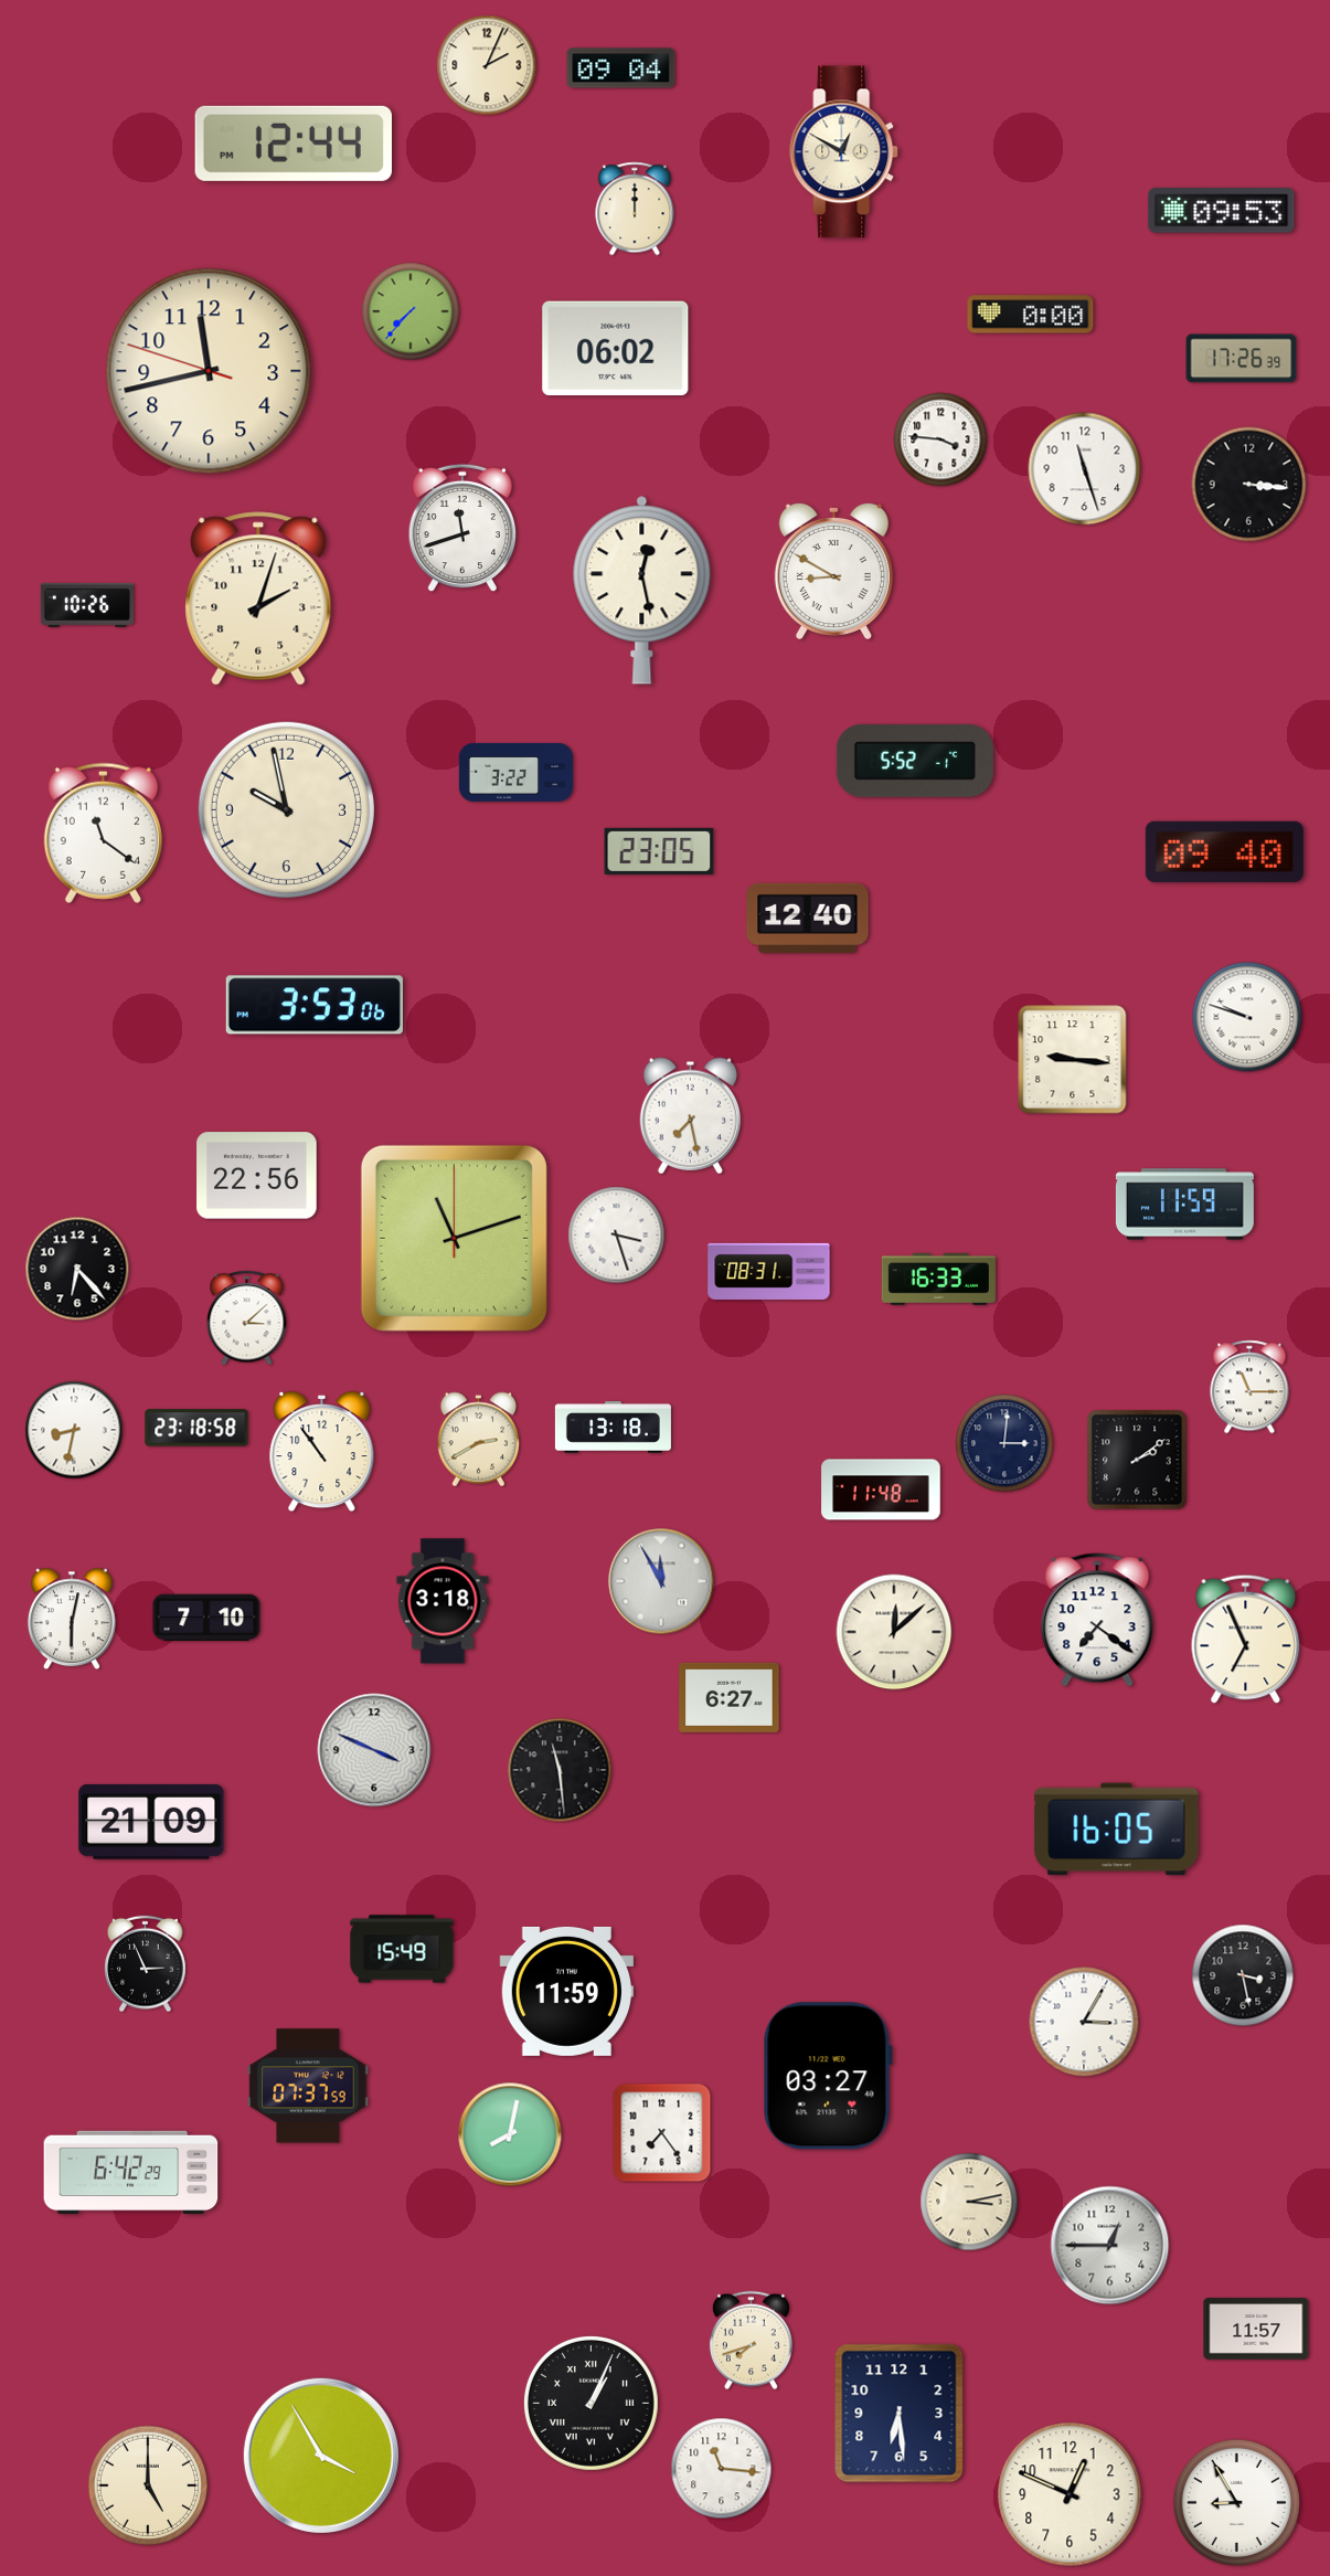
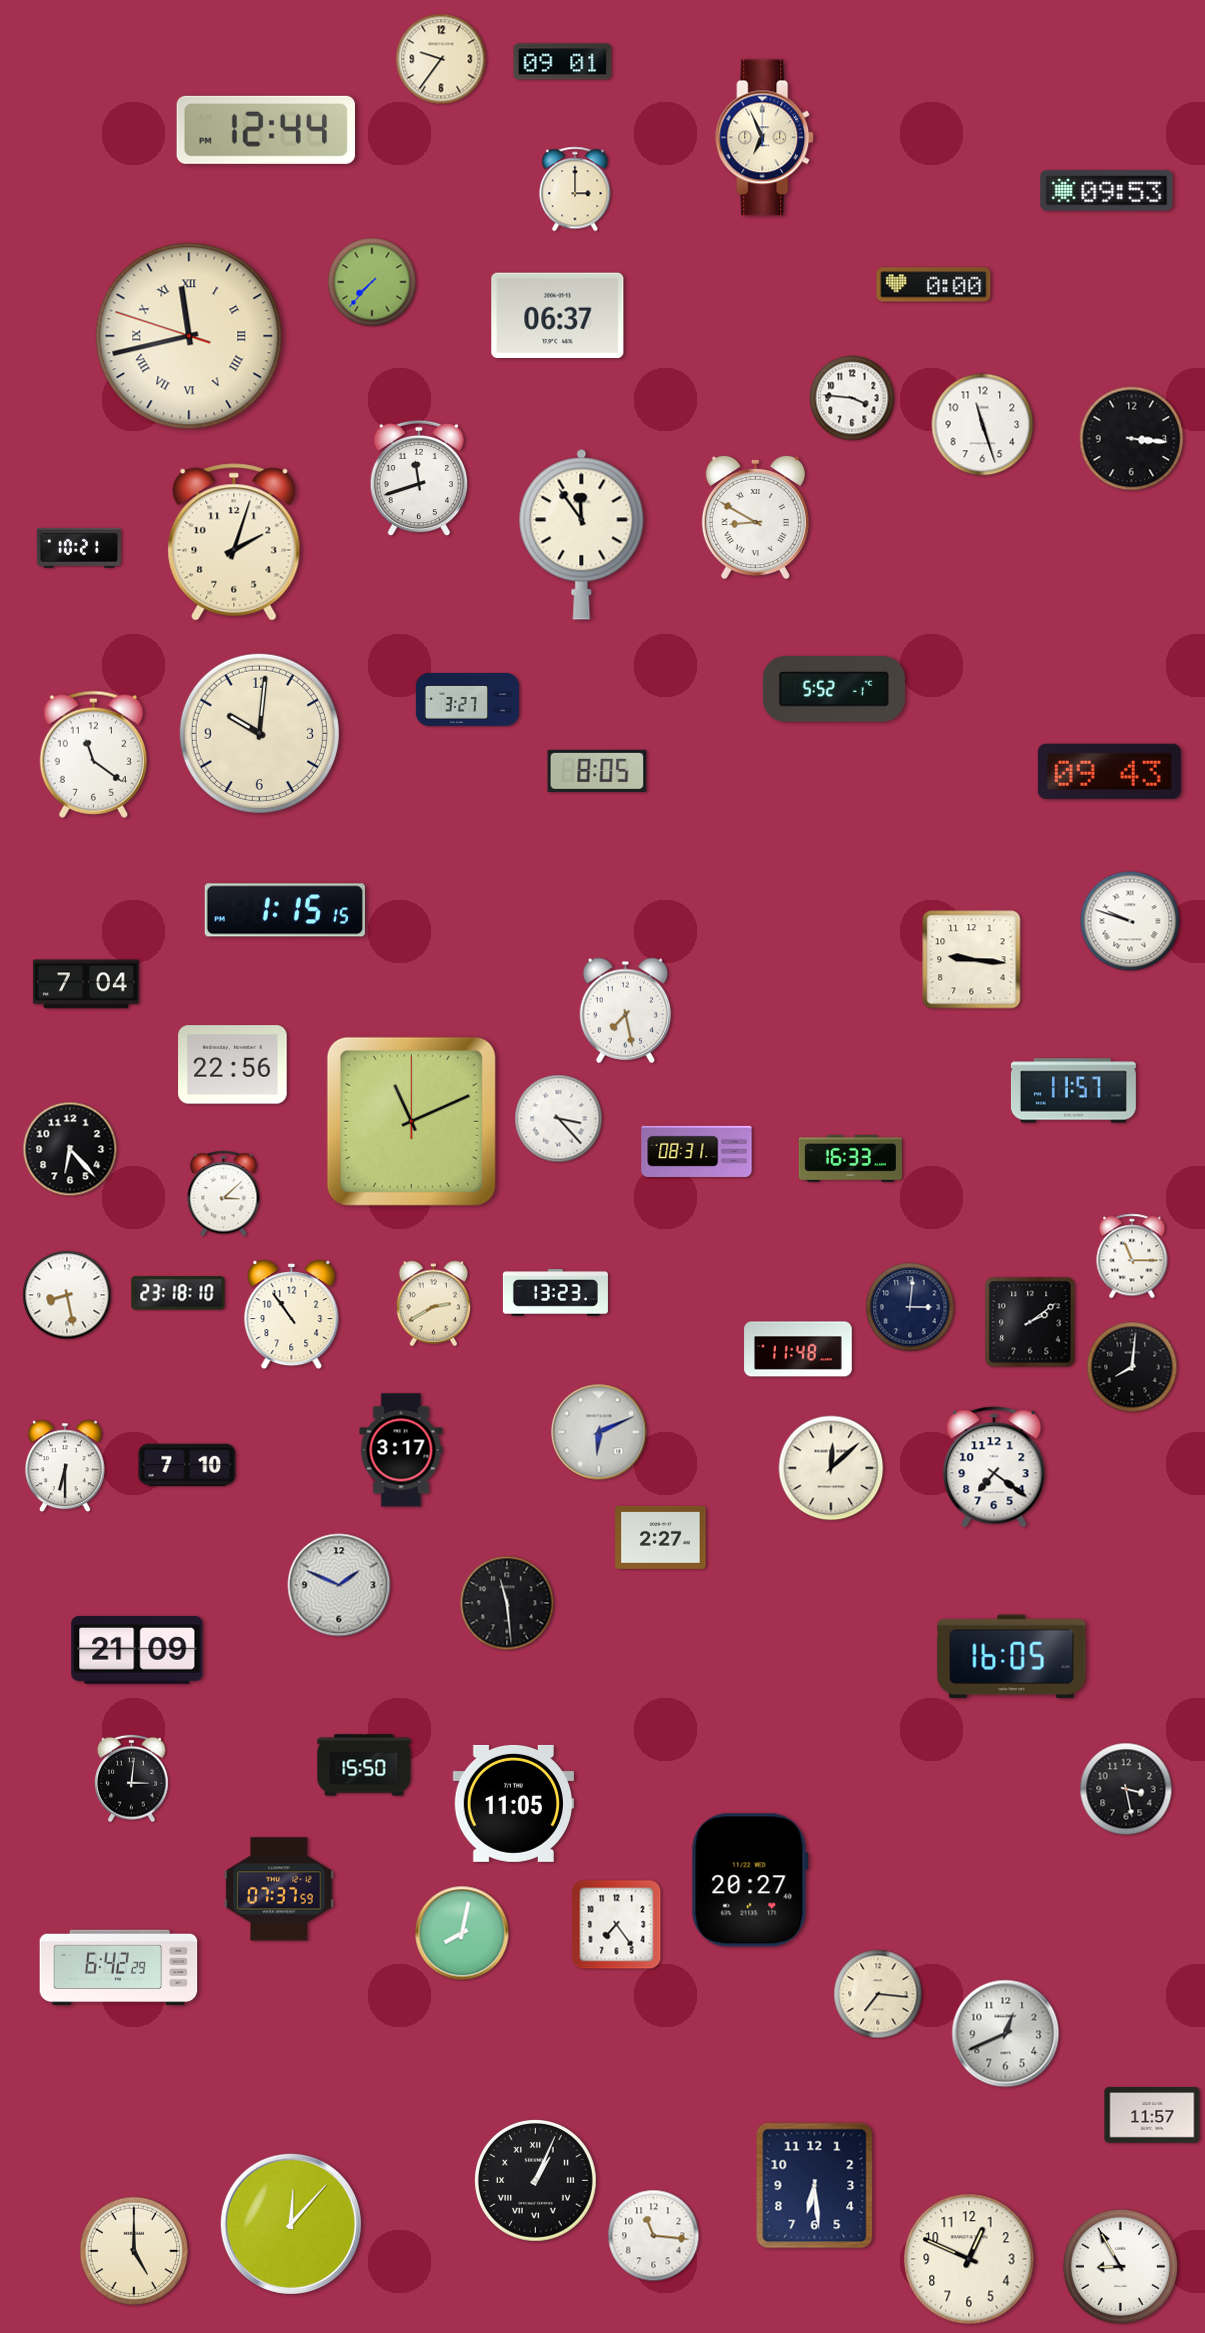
clock at (487, 65): 2:04 -> 9:36
clock at (621, 68): 09:04 -> 09:01
clock at (844, 152): 12:50 -> 6:56
clock at (635, 209): 12:00 -> 3:00
clock at (616, 349): 06:02 -> 06:37
clock at (1242, 359): 17:26 -> none
clock at (209, 371) numerals: Arabic -> Roman
clock at (642, 591): 12:28 -> 11:54
clock at (86, 605): 10:26 -> 10:21
clock at (915, 761) position: (915, 761) -> (834, 689)
clock at (517, 772): 3:22 -> 3:27
clock at (286, 809): 9:58 -> 10:01
clock at (659, 851): 23:05 -> 8:05
clock at (1224, 851): 09:40 -> 09:43
clock at (808, 918): 12:40 -> none
clock at (315, 1005): 3:53 -> 1:15
clock at (86, 984): none -> 7:04
clock at (1184, 1205): 11:59 -> 11:57
clock at (617, 1236): 3:27 -> 3:23
clock at (454, 1238): 11:12 -> 11:11
clock at (196, 1428): 23:18:58 -> 23:18:10
clock at (613, 1428): 13:18 -> 13:23
clock at (74, 1430): 8:32 -> 8:28
clock at (1132, 1367): none -> 8:01
clock at (661, 1581): 11:55 -> 6:11
clock at (443, 1601): 3:18 -> 3:17
clock at (72, 1619): 6:02 -> 6:30
clock at (894, 1632) position: (894, 1632) -> (831, 1468)
clock at (1246, 1639): 6:56 -> none
clock at (730, 1697): 6:27 -> 2:27
clock at (374, 1750): 3:49 -> 1:49
clock at (402, 1949): 15:49 -> 15:50
clock at (146, 1964): 2:56 -> 3:01
clock at (566, 1991): 11:59 -> 11:05
clock at (1084, 2022): 3:05 -> none
clock at (828, 2076): 03:27 -> 20:27
clock at (662, 2133) position: (662, 2133) -> (617, 1925)
clock at (969, 2202): 3:13 -> 7:16
clock at (1110, 2246): 12:45 -> 12:41
clock at (1256, 2329) position: (1256, 2329) -> (1152, 2115)
clock at (751, 2341): 7:42 -> none
clock at (590, 2403) position: (590, 2403) -> (535, 2180)
clock at (321, 2456): 3:55 -> 12:07
